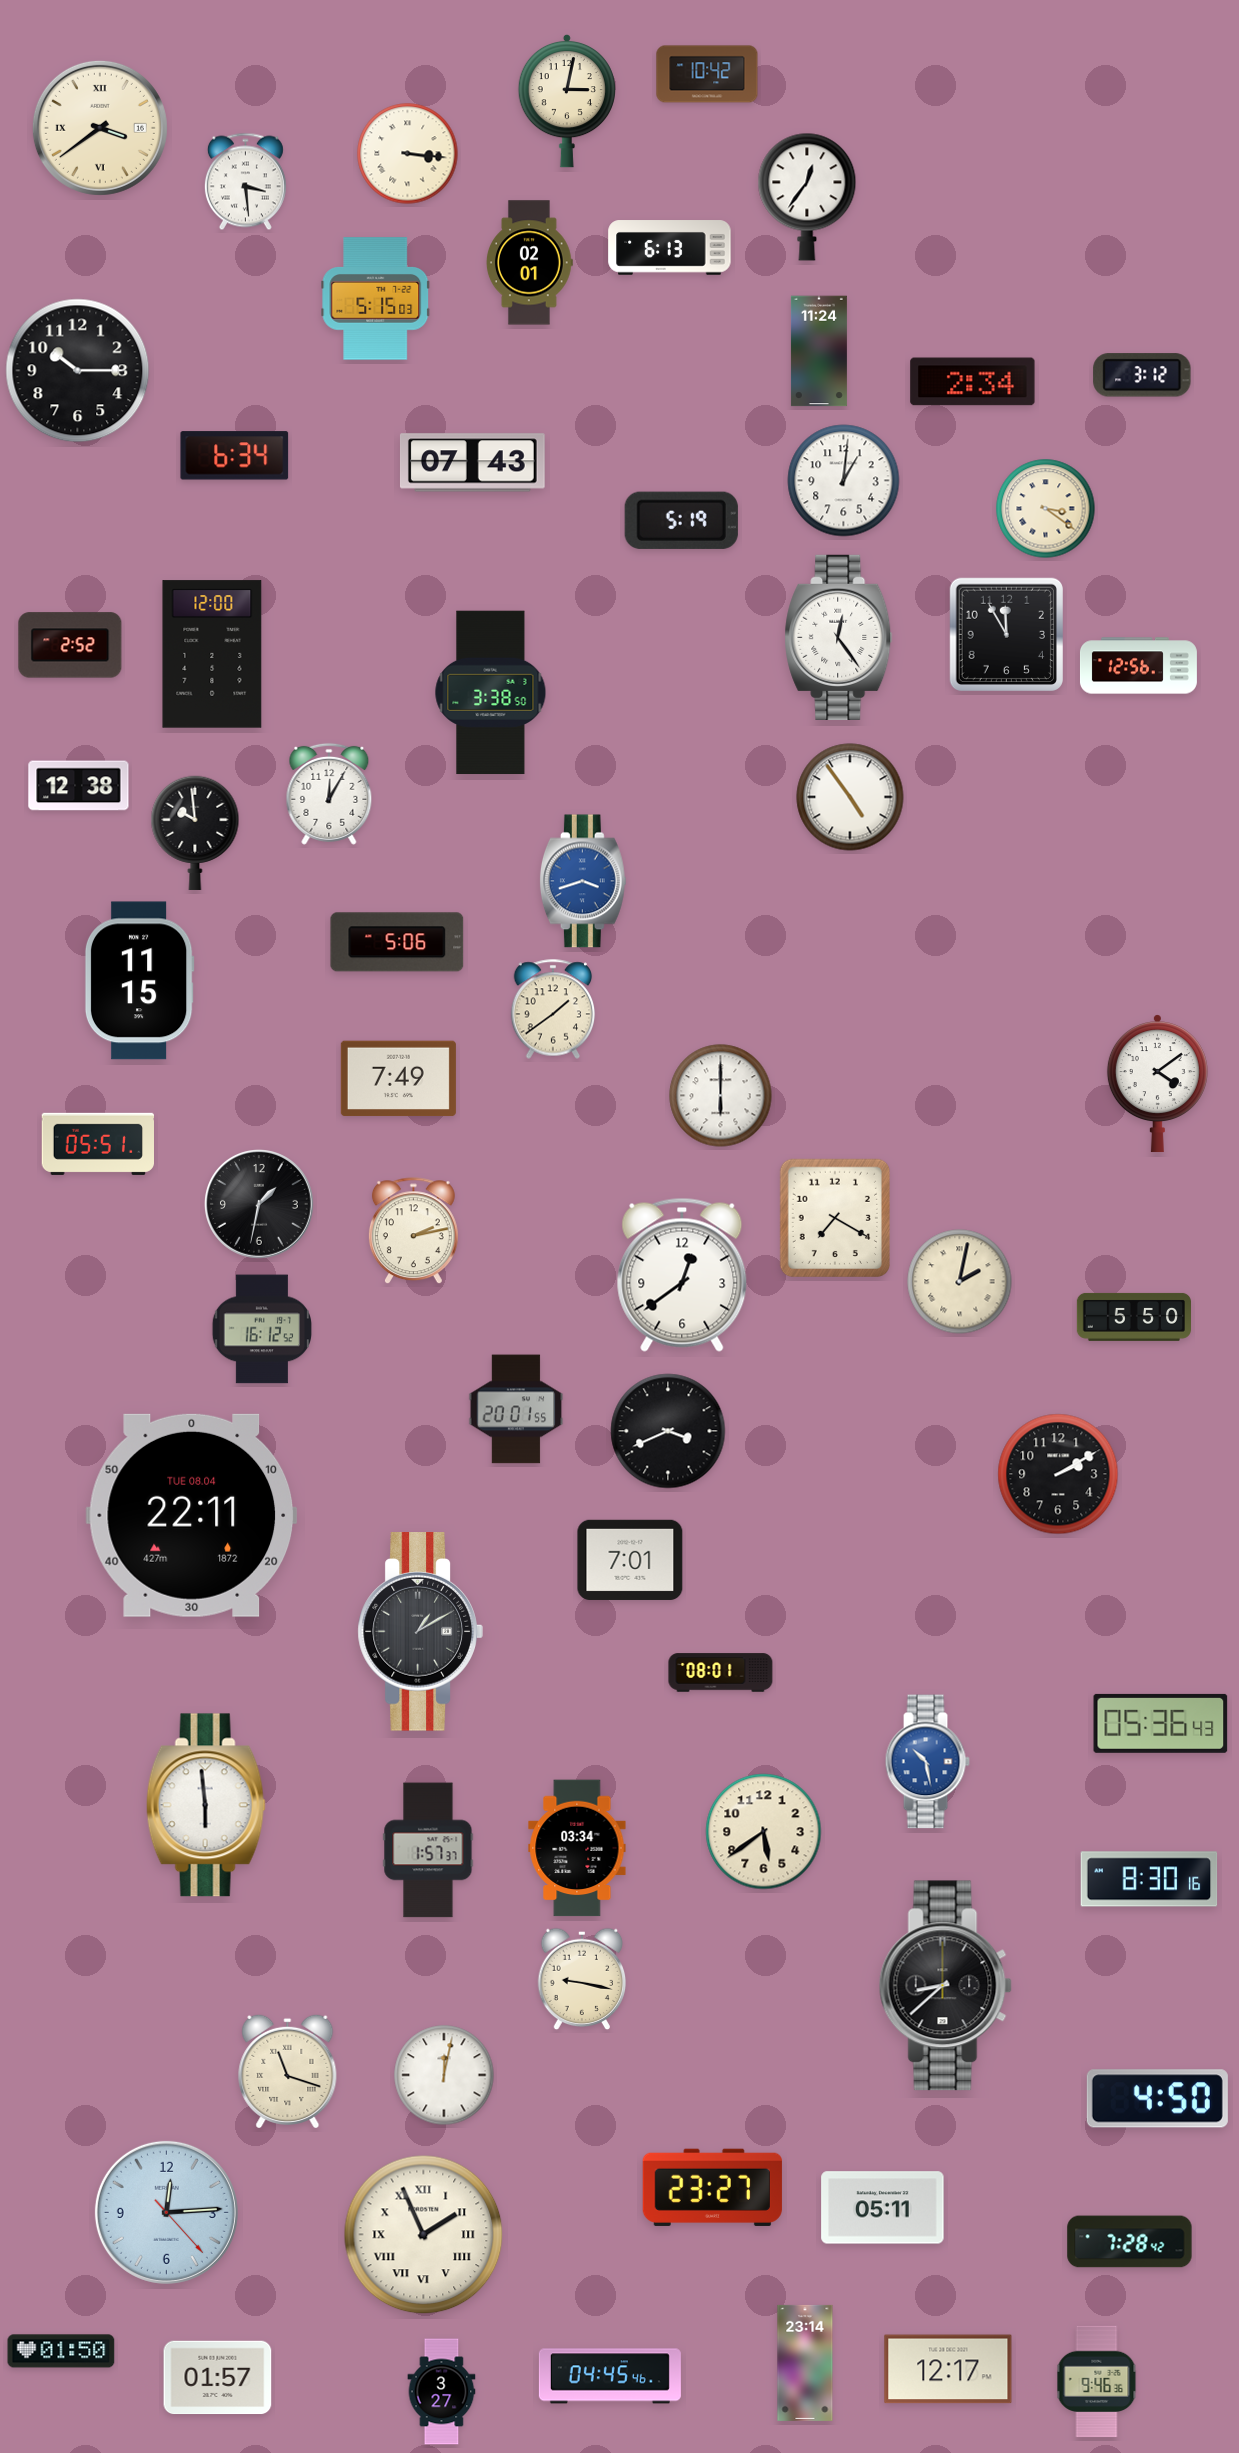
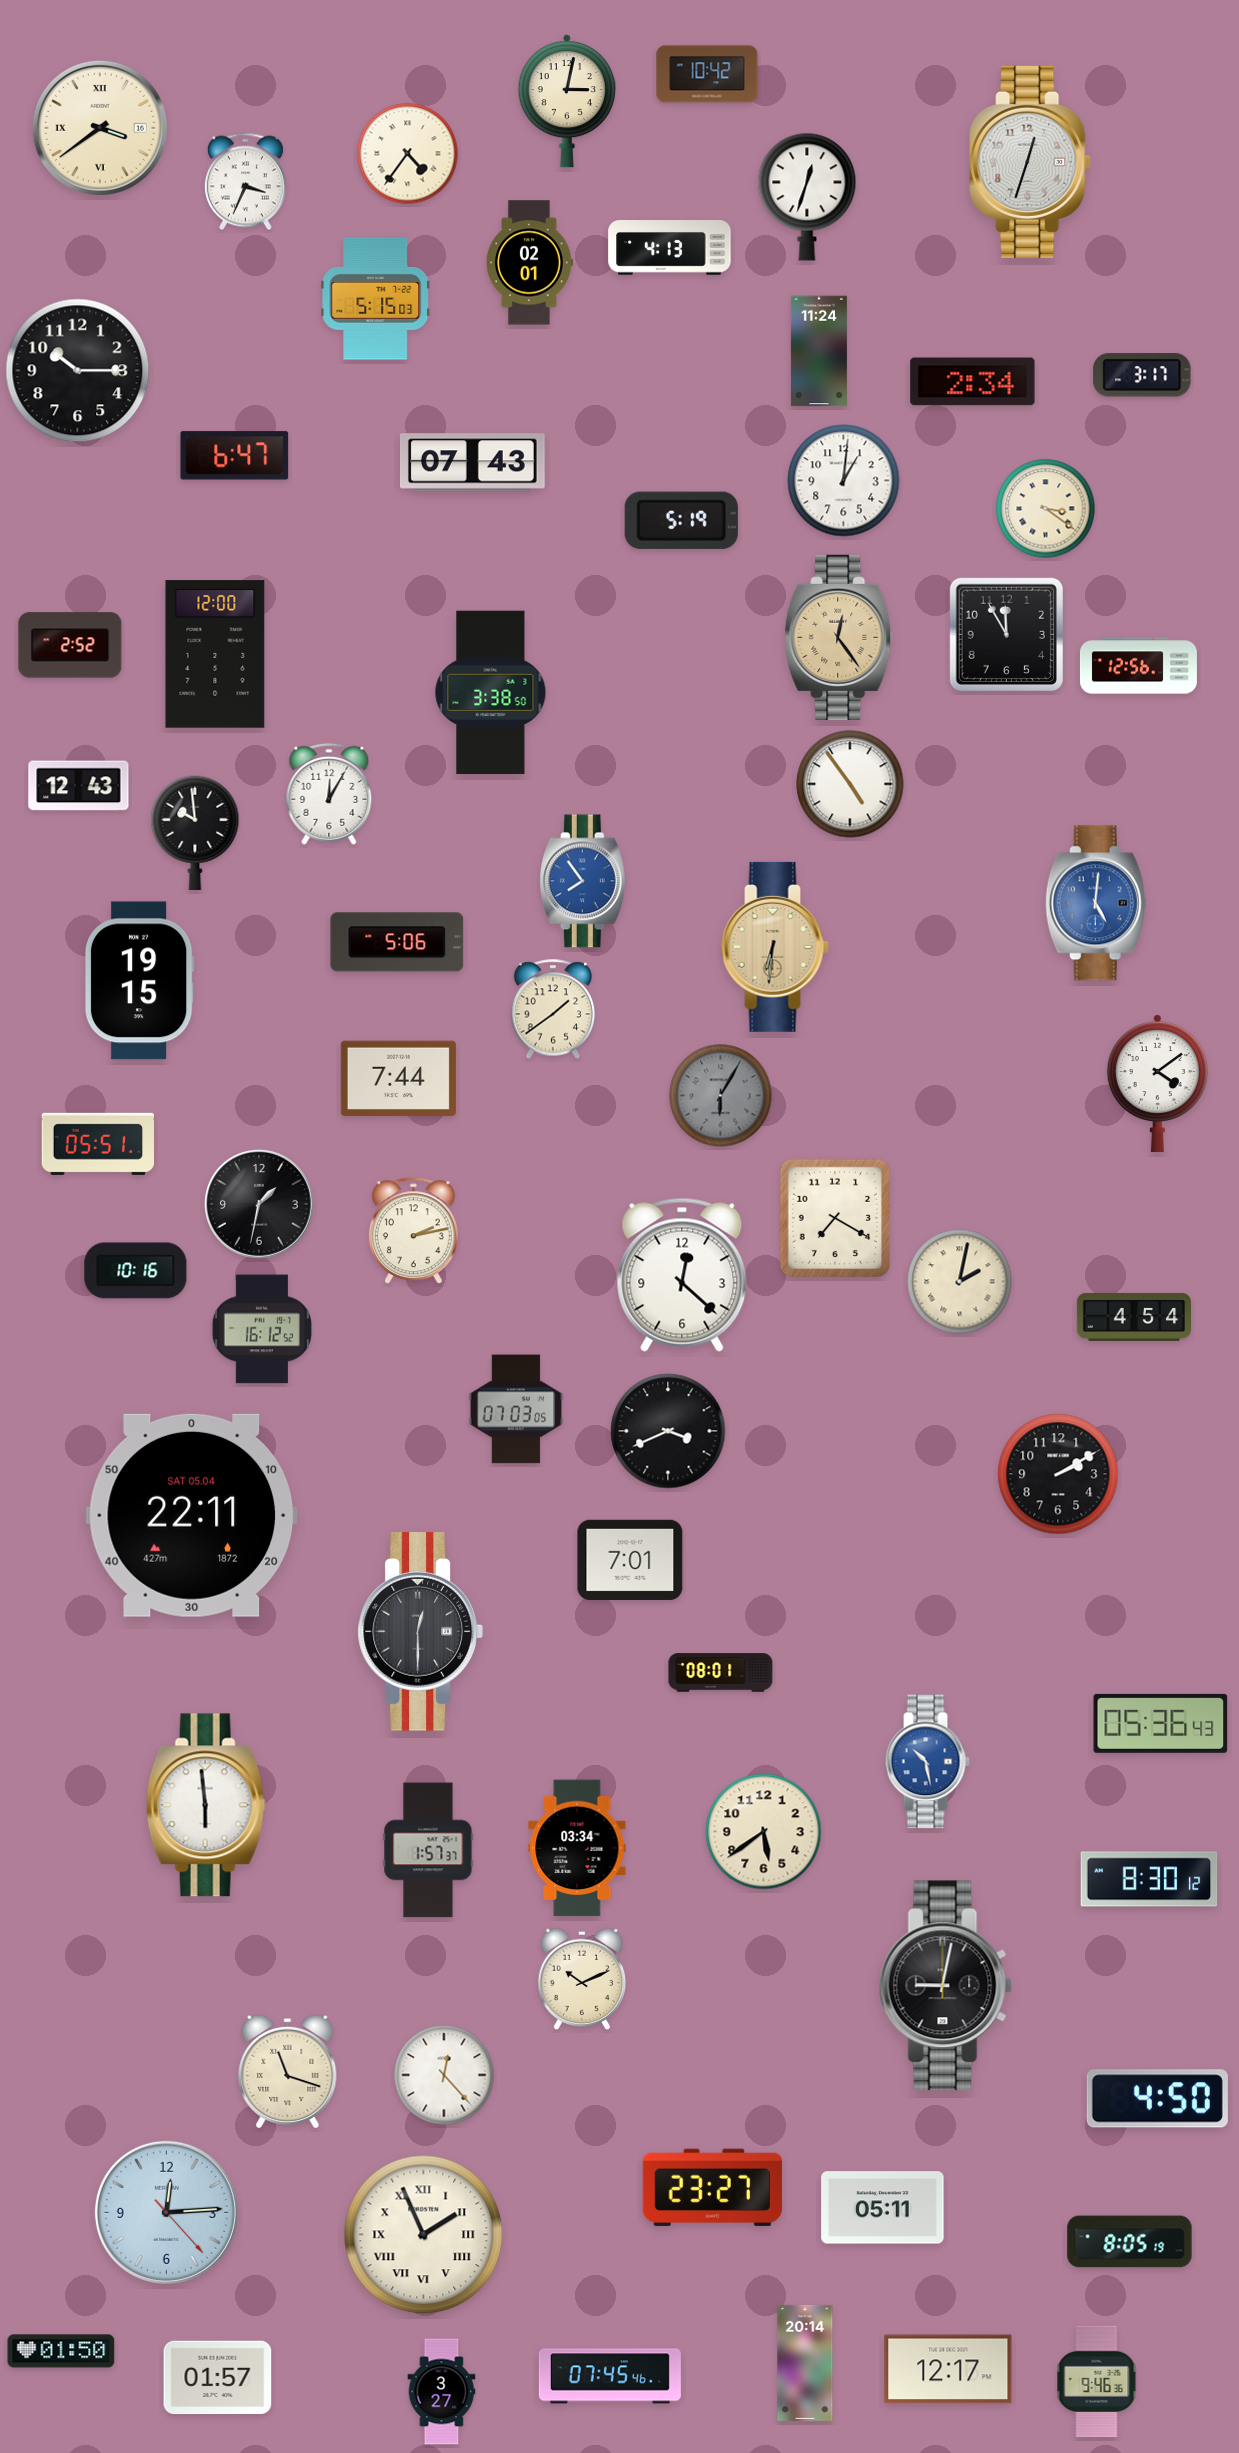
clock at (408, 154): 3:16 -> 4:36
clock at (1030, 162): none -> 12:33
clock at (245, 182): 3:29 -> 3:34
clock at (807, 197): 12:36 -> 12:33
clock at (670, 248): 6:13 -> 4:13
clock at (1142, 375): 3:12 -> 3:17
clock at (235, 456): 6:34 -> 6:47
clock at (839, 637) dial: white -> champagne
clock at (212, 654) position: (212, 654) -> (215, 654)
clock at (79, 786): 12:38 -> 12:43
clock at (850, 797) position: (850, 797) -> (850, 784)
clock at (583, 881): 3:42 -> 7:54
clock at (1096, 903): none -> 5:01
clock at (775, 947): none -> 6:31
clock at (139, 981): 11:15 -> 19:15
clock at (398, 1079): 7:49 -> 7:44
clock at (721, 1096): 6:00 -> 6:05
clock at (721, 1096) dial: white -> grey
clock at (136, 1271): none -> 10:16
clock at (682, 1275): 12:39 -> 12:22
clock at (1133, 1317): 5:50 -> 4:54
clock at (516, 1409): 20:01 -> 07:03
clock at (192, 1515) date: TUE 08.04 -> SAT 05.04
clock at (420, 1632): 1:10 -> 12:30
clock at (1149, 1879): 8:30:16 -> 8:30:12
clock at (582, 1979): 9:17 -> 10:11
clock at (945, 1986): 8:38 -> 9:02
clock at (444, 2075): 12:02 -> 12:23
clock at (1130, 2242): 7:28 -> 8:05
clock at (805, 2363): 23:14 -> 20:14
clock at (610, 2376): 04:45 -> 07:45
